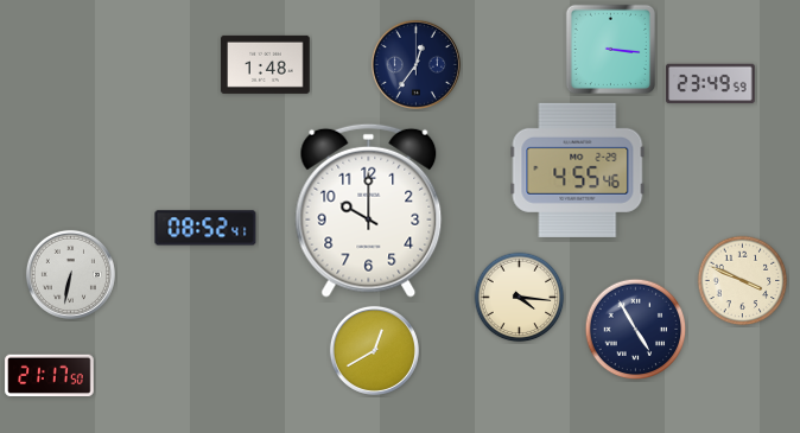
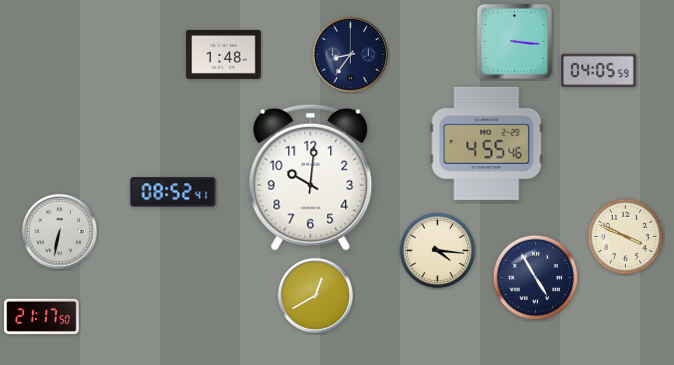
clock at (415, 64): 12:36 -> 8:36
clock at (711, 84): 23:49 -> 04:05
clock at (369, 210): 10:00 -> 10:01
